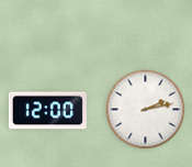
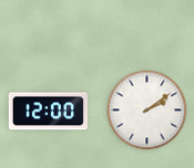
clock at (146, 110): 2:13 -> 2:09
